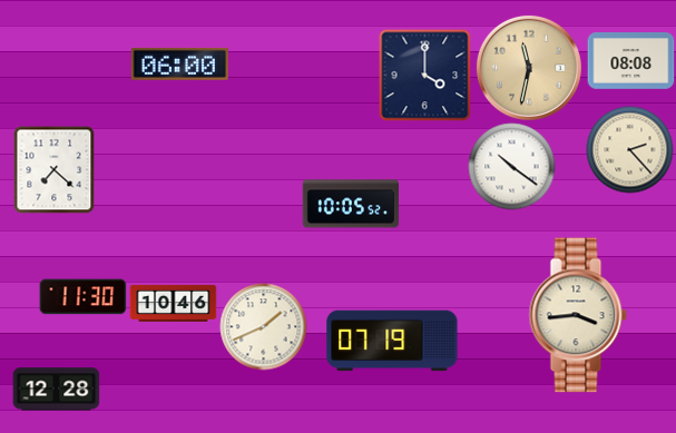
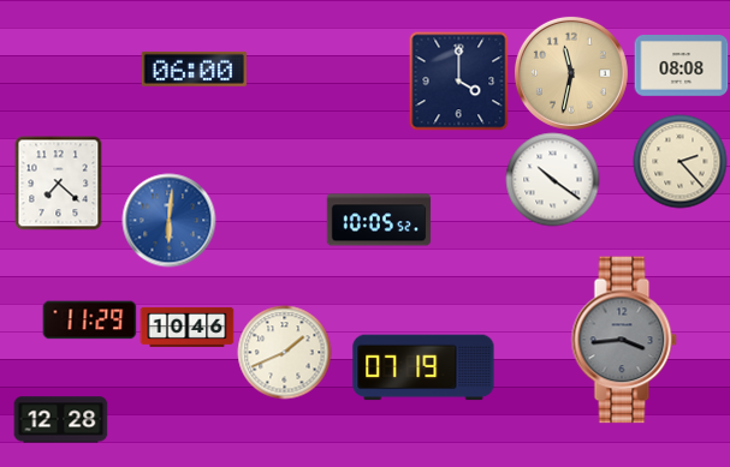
clock at (168, 220): none -> 6:01
clock at (82, 297): 11:30 -> 11:29
clock at (578, 315) dial: cream -> grey
